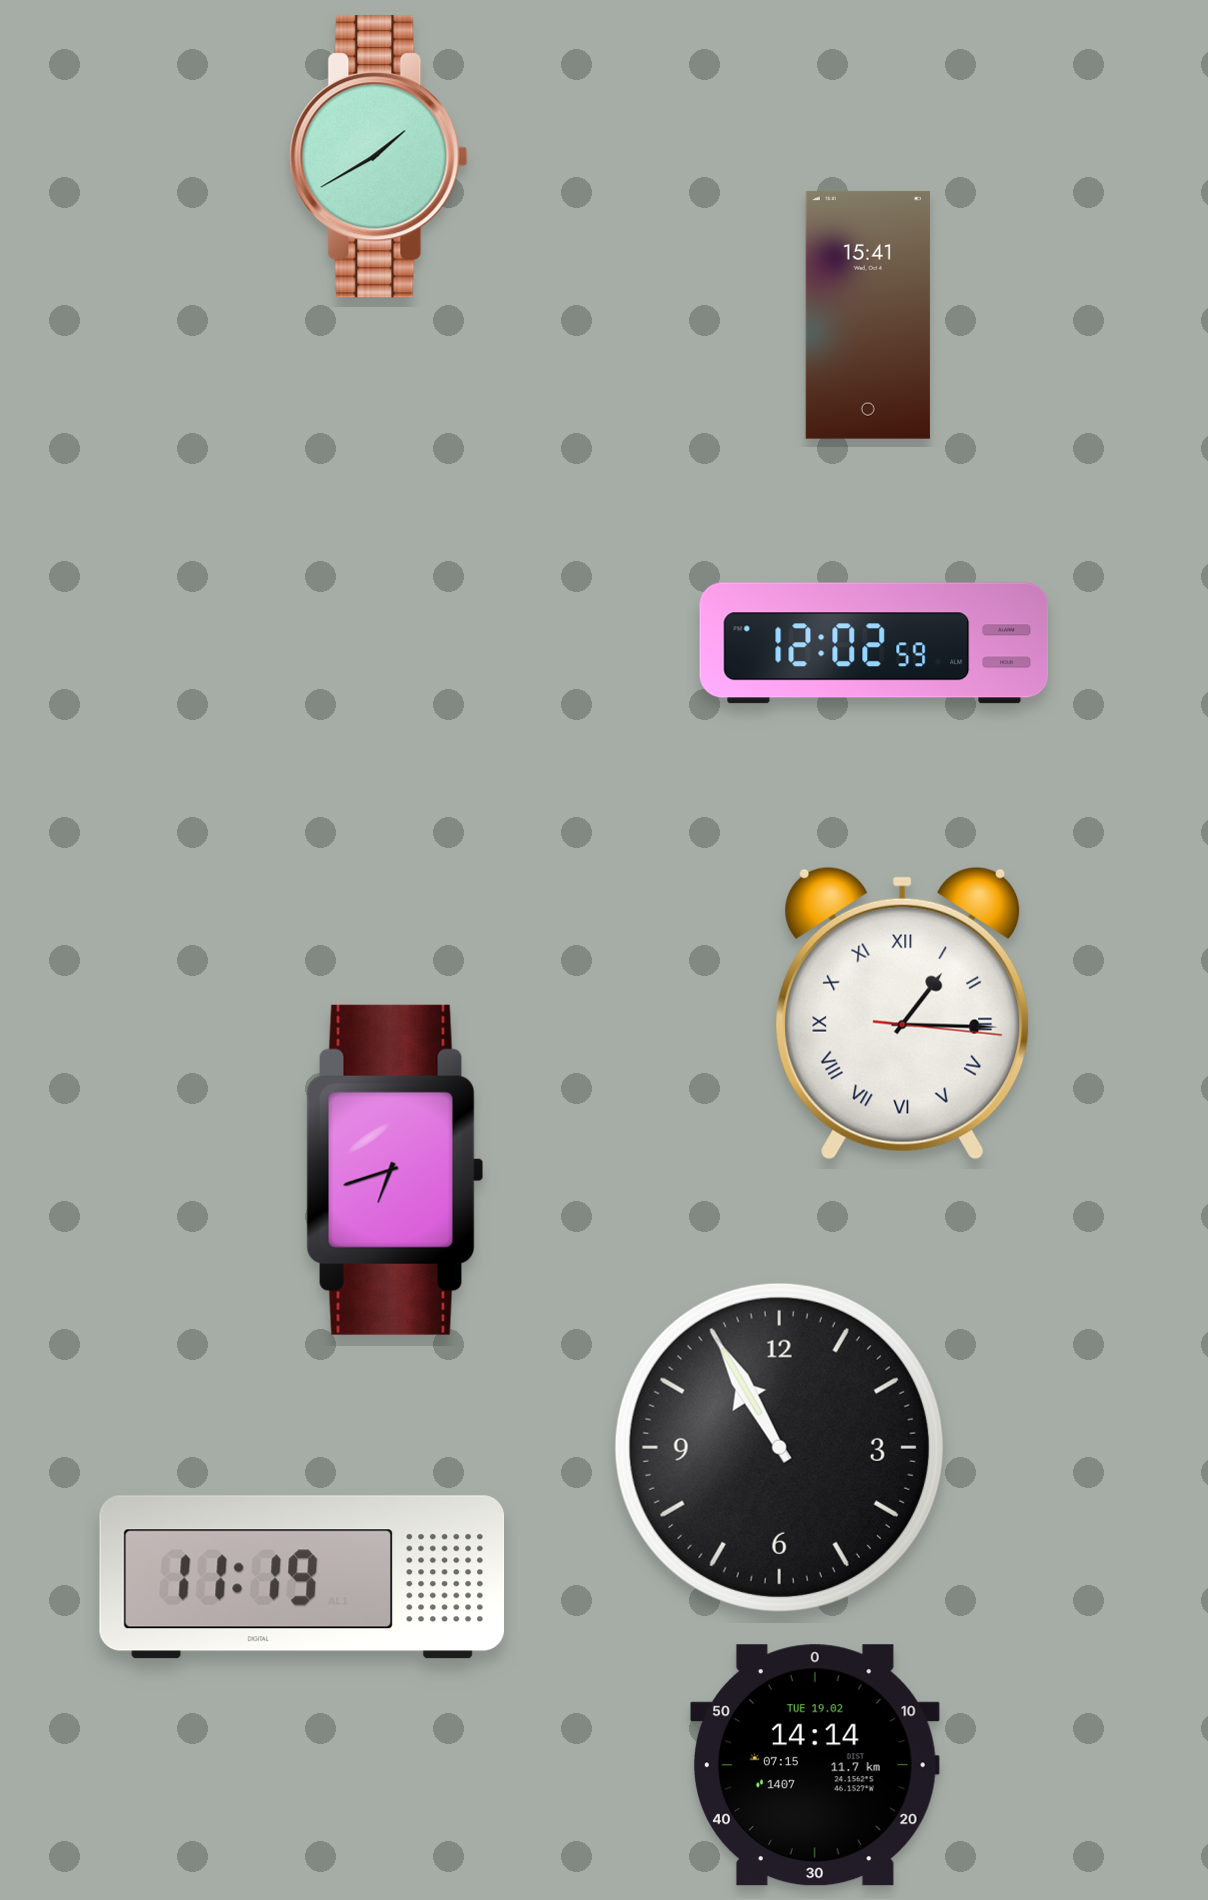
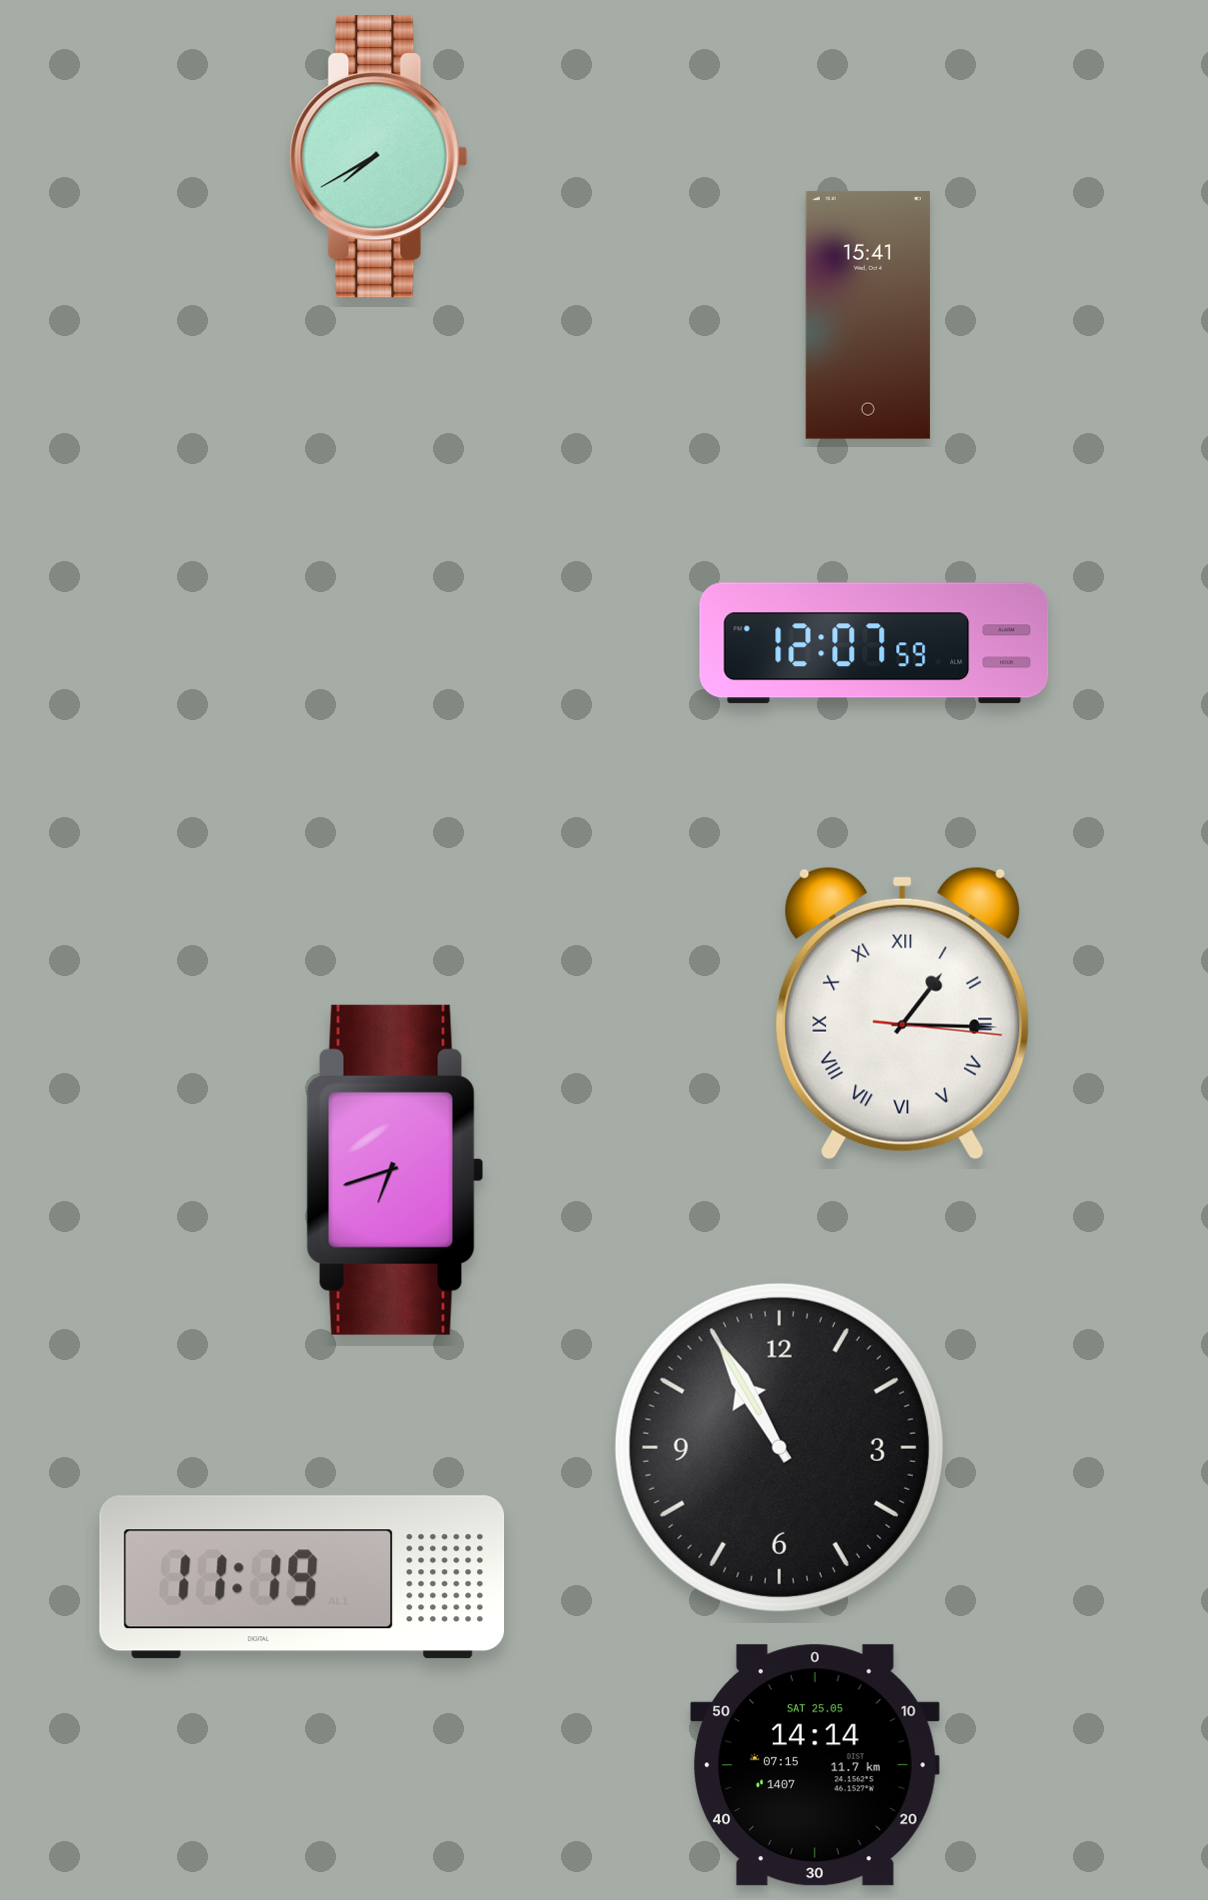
clock at (379, 157): 1:40 -> 7:40
clock at (874, 643): 12:02 -> 12:07
clock at (815, 1765) date: TUE 19.02 -> SAT 25.05
